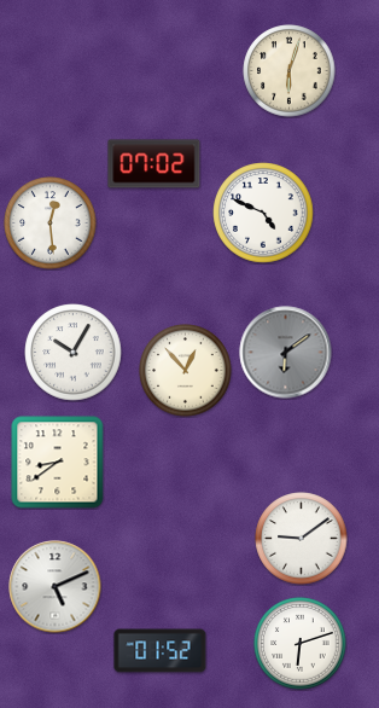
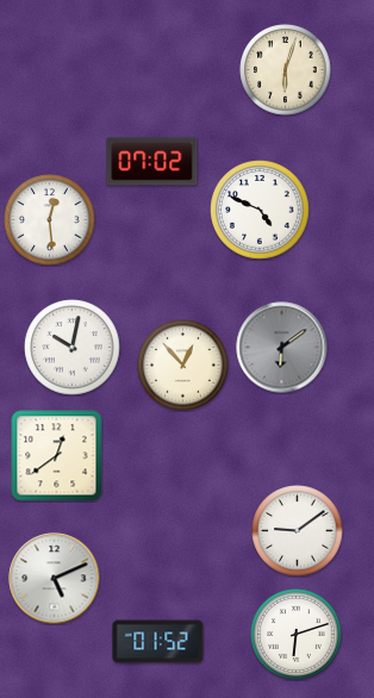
clock at (74, 353): 10:05 -> 10:02
clock at (58, 463): 8:39 -> 12:39
